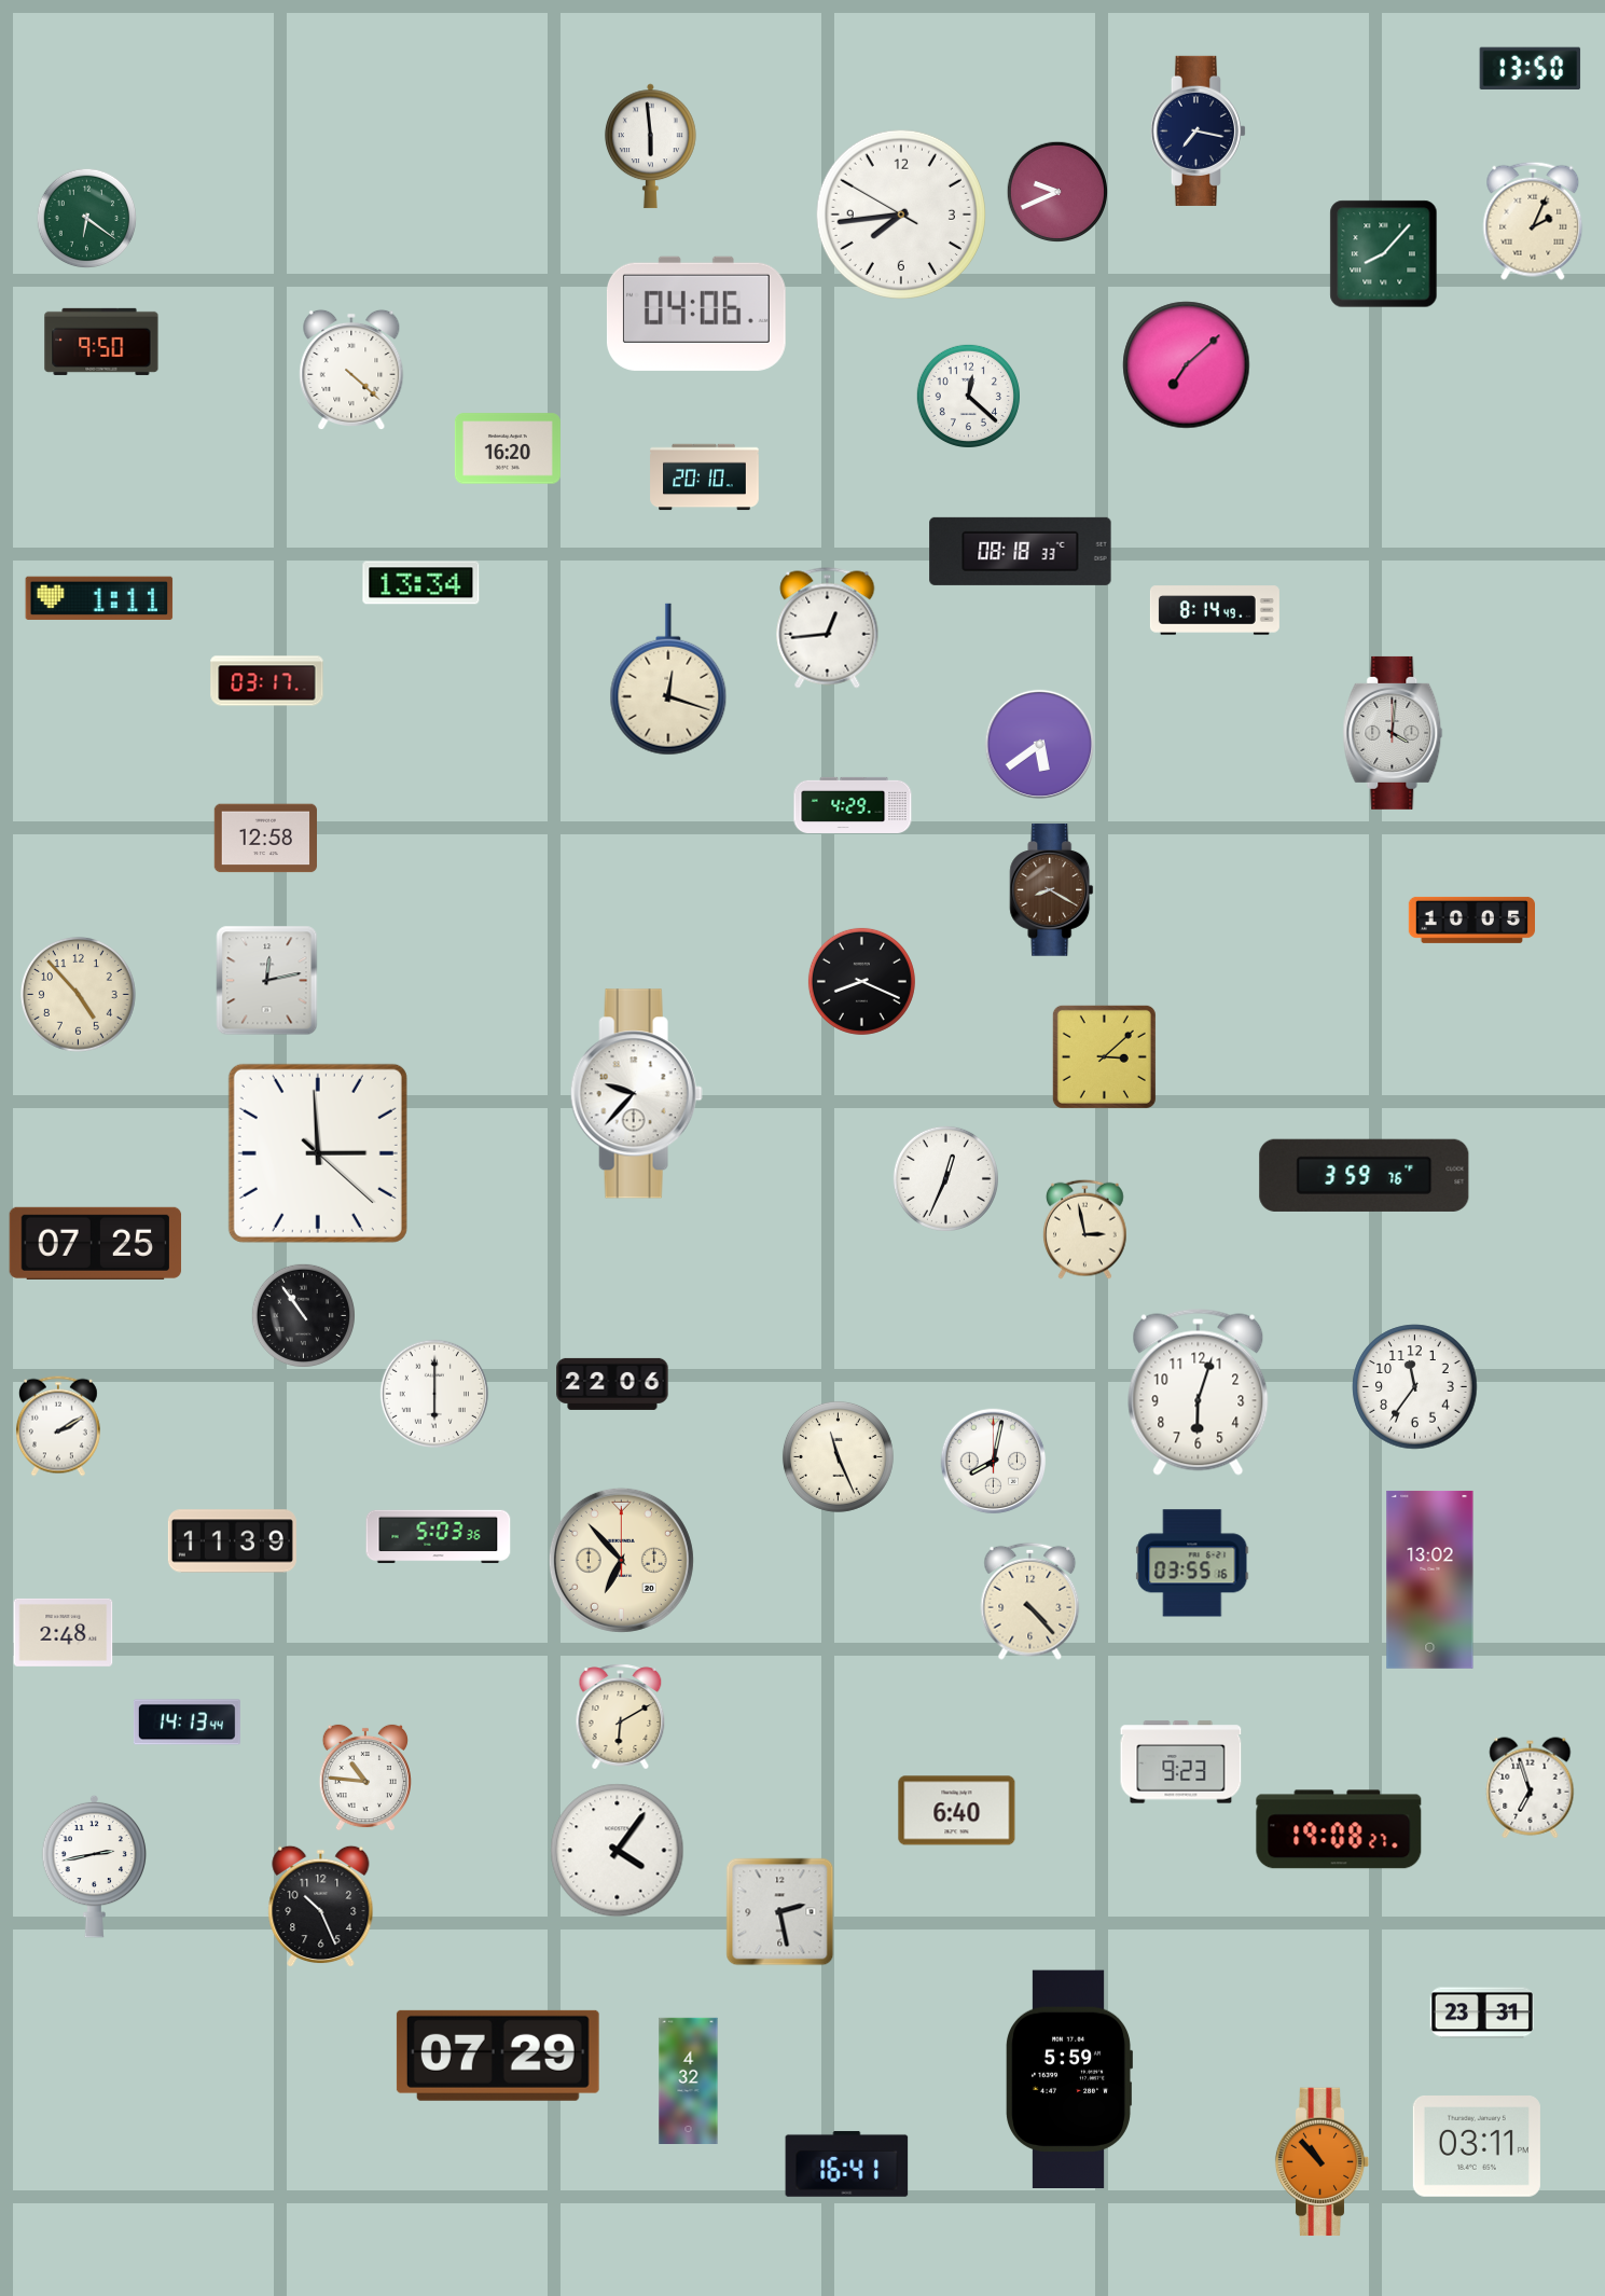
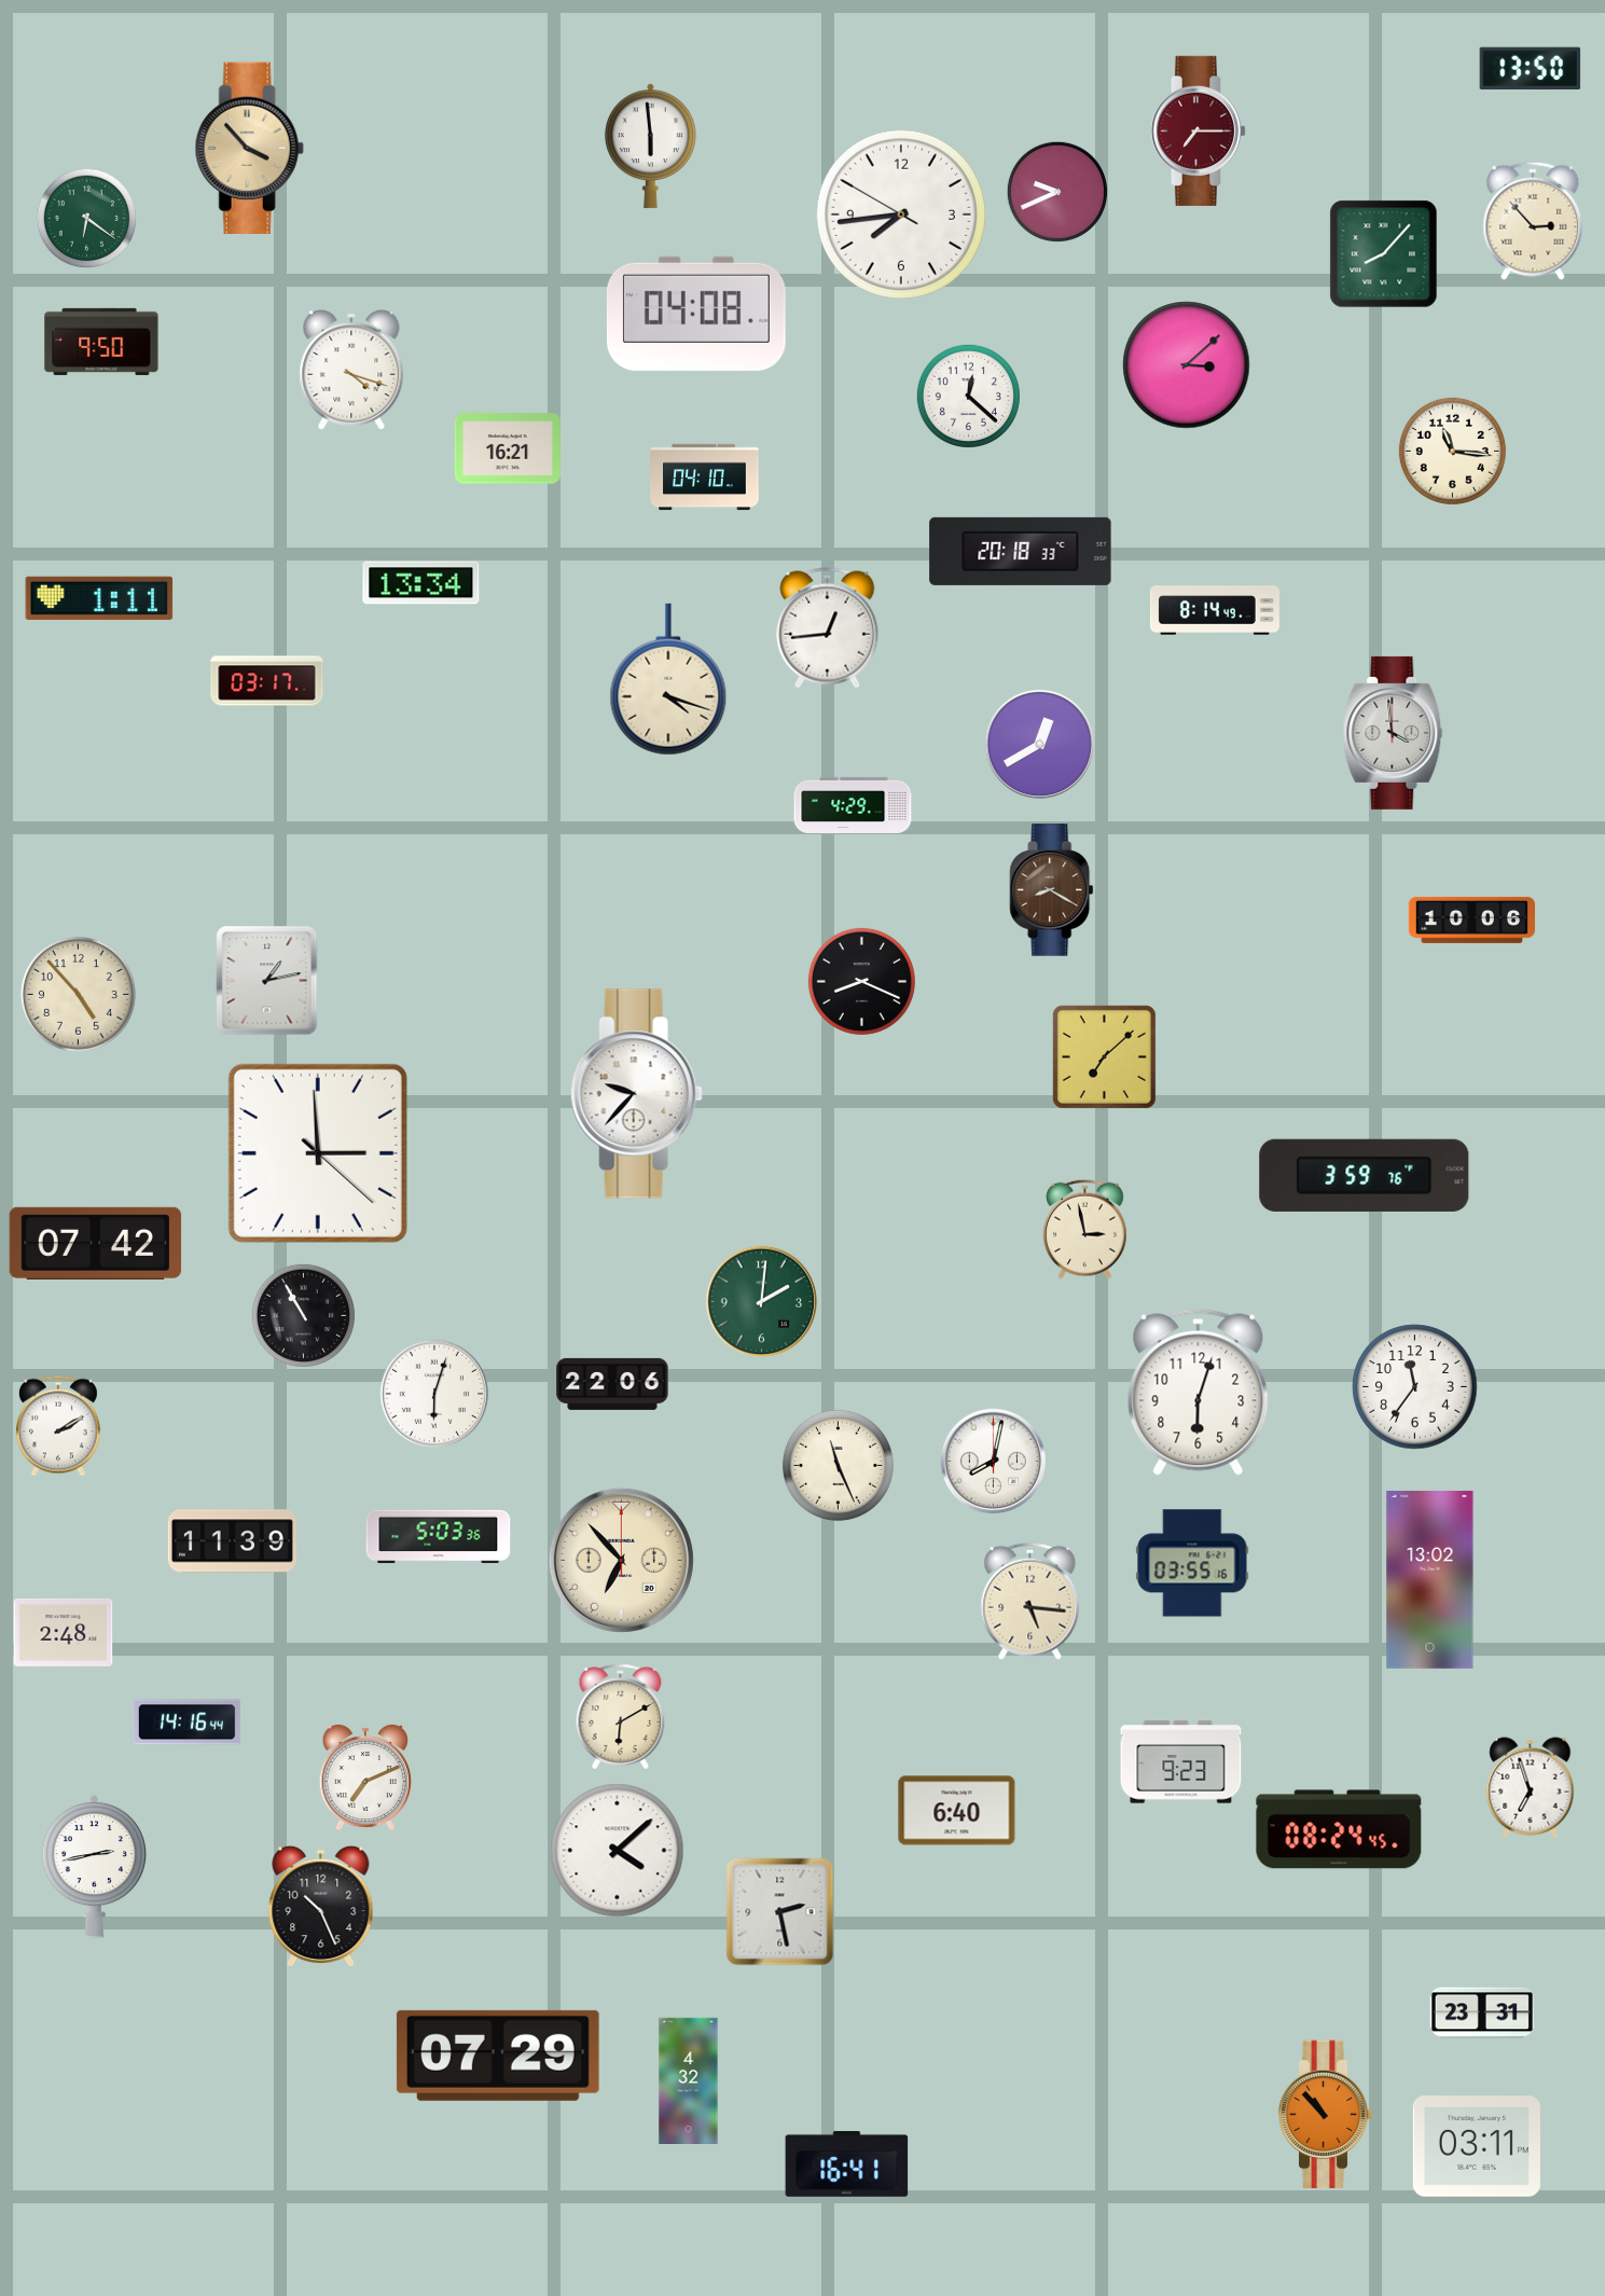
clock at (1199, 130): 7:17 -> 7:15
clock at (1199, 130) dial: navy -> burgundy
clock at (249, 148): none -> 3:53
clock at (1533, 221): 2:04 -> 2:53
clock at (696, 314): 04:06 -> 04:08
clock at (1187, 365): 7:08 -> 3:08
clock at (351, 369): 4:22 -> 4:18
clock at (508, 448): 16:20 -> 16:21
clock at (1452, 451): none -> 11:16
clock at (705, 478): 20:10 -> 04:10
clock at (1021, 551): 08:18 -> 20:18
clock at (668, 679): 12:18 -> 4:18
clock at (1393, 733): 4:01 -> 3:59
clock at (1039, 744): 5:39 -> 12:40
clock at (265, 839): 12:58 -> none
clock at (1471, 919): 10:05 -> 10:06
clock at (267, 981): 12:13 -> 1:13
clock at (1104, 1056): 3:08 -> 7:08
clock at (945, 1178): 12:34 -> none
clock at (96, 1243): 07:25 -> 07:42
clock at (761, 1301): none -> 2:01
clock at (303, 1315): 10:54 -> 10:55
clock at (434, 1394): 6:00 -> 6:03
clock at (838, 1456) position: (838, 1456) -> (838, 1465)
clock at (1030, 1601): 4:23 -> 5:16
clock at (186, 1723): 14:13 -> 14:16
clock at (365, 1778): 10:46 -> 7:11
clock at (1339, 1829): 19:08 -> 08:24
clock at (618, 1851): 4:06 -> 4:08
clock at (1069, 2079): 5:59 -> none
clock at (1323, 2162) position: (1323, 2162) -> (1326, 2115)
